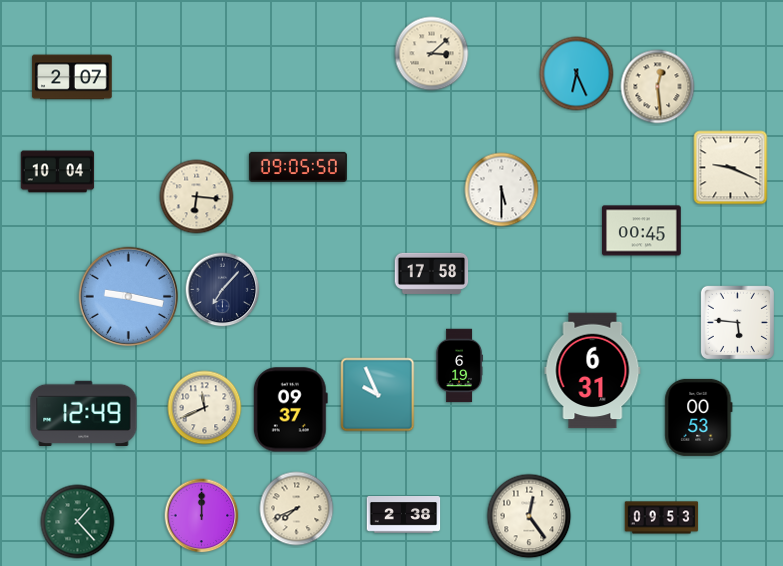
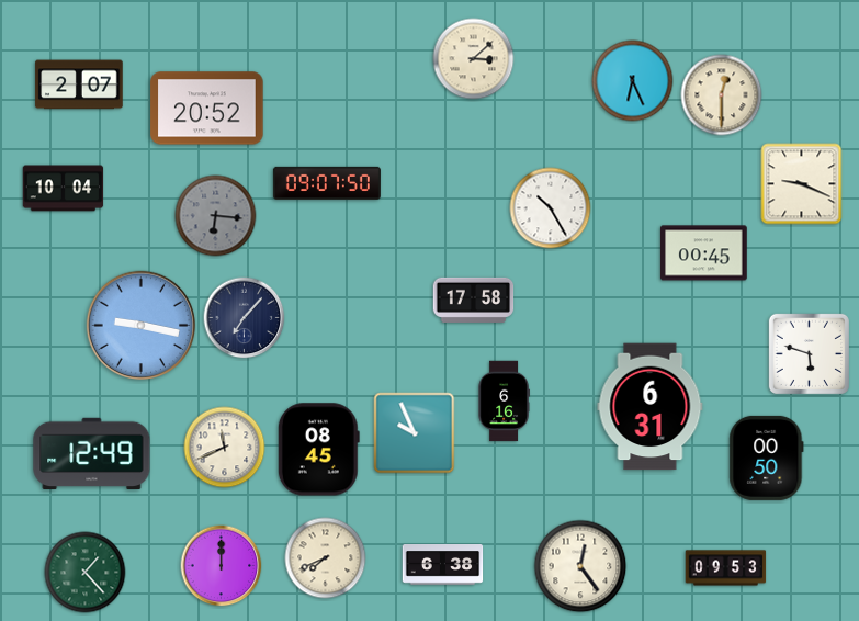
clock at (658, 87): 12:29 -> 12:30
clock at (207, 109): none -> 20:52
clock at (298, 167): 09:05 -> 09:07
clock at (502, 190): 5:30 -> 10:25
clock at (197, 197) dial: cream -> grey
clock at (737, 322): 5:46 -> 5:48
clock at (459, 366): 6:19 -> 6:16
clock at (290, 410): 09:37 -> 08:45
clock at (699, 417): 00:53 -> 00:50
clock at (404, 515): 2:38 -> 6:38
